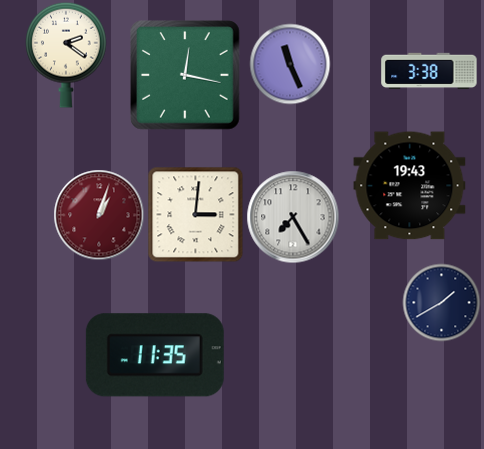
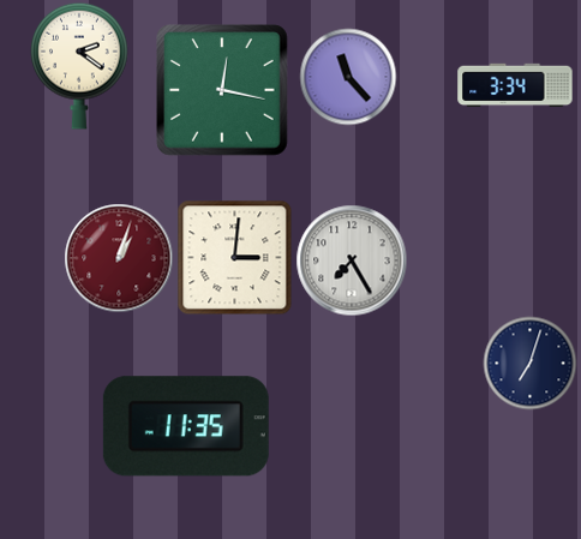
clock at (290, 64): 11:26 -> 11:23
clock at (429, 71): 3:38 -> 3:34
clock at (410, 186): 19:43 -> none
clock at (441, 302): 1:40 -> 7:03
